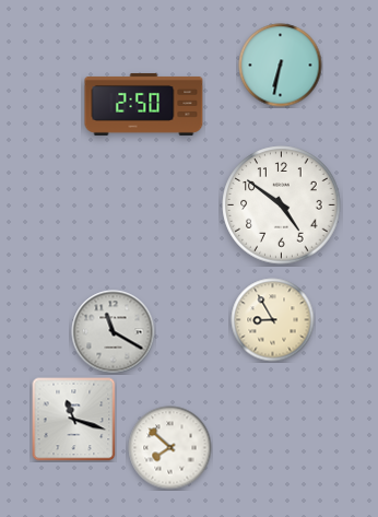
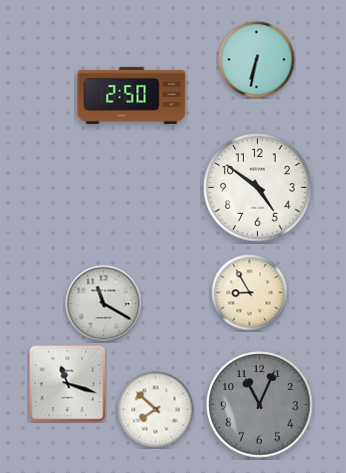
clock at (260, 405): none -> 11:04
